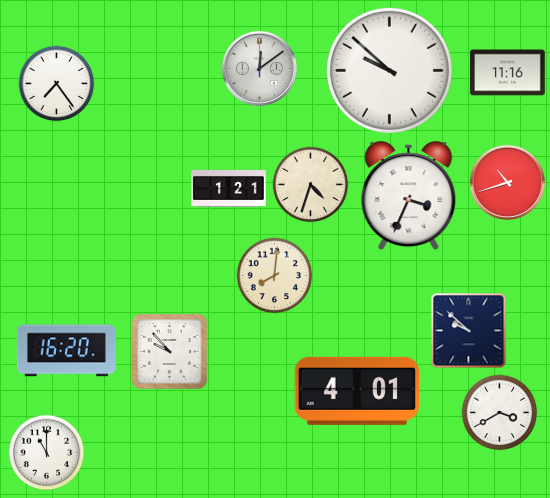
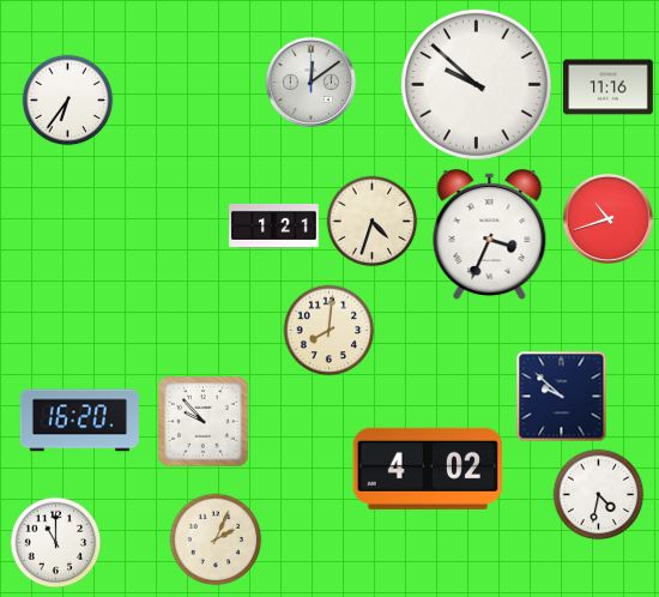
clock at (389, 70) position: (389, 70) -> (476, 84)
clock at (57, 84): 7:24 -> 6:36
clock at (357, 391): 4:01 -> 4:02
clock at (500, 413): 3:40 -> 4:32
clock at (216, 539): none -> 2:04
